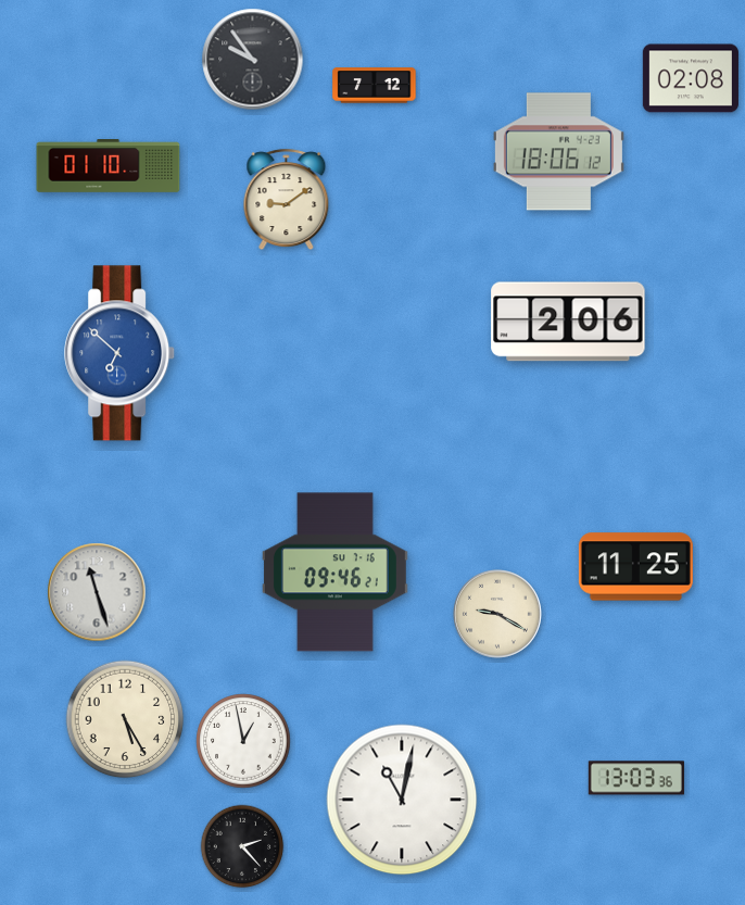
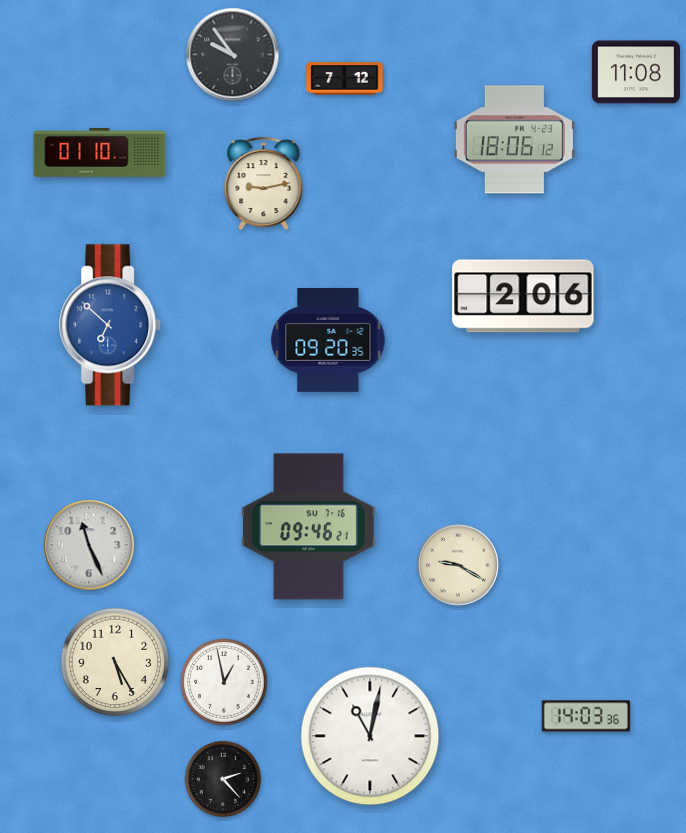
clock at (691, 78): 02:08 -> 11:08
clock at (287, 200): 9:09 -> 9:13
clock at (328, 340): none -> 09:20
clock at (635, 567): 11:25 -> none
clock at (97, 592): 11:27 -> 11:26
clock at (636, 778): 13:03 -> 14:03
